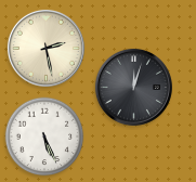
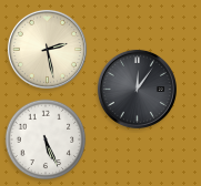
clock at (133, 87): 12:03 -> 12:06
